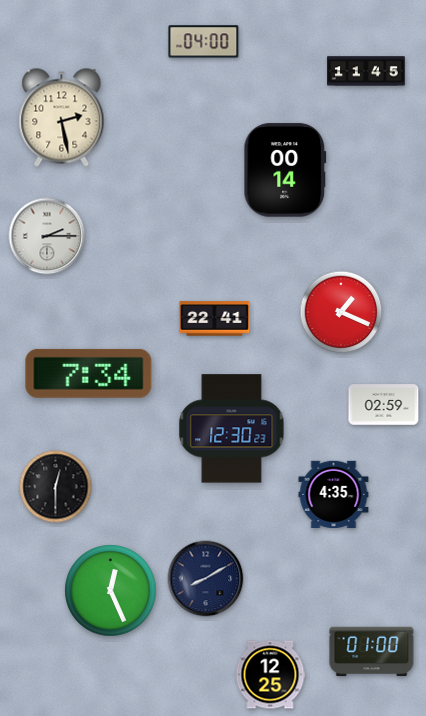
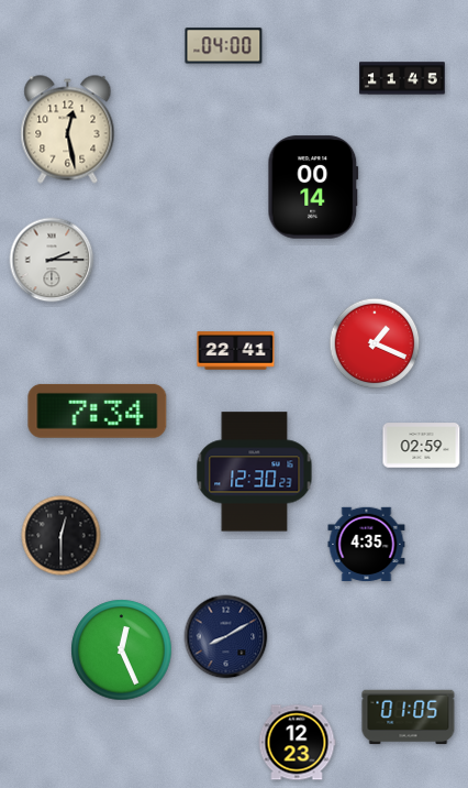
clock at (62, 118): 2:28 -> 12:28
clock at (372, 652): 01:00 -> 01:05
clock at (270, 675): 12:25 -> 12:23
